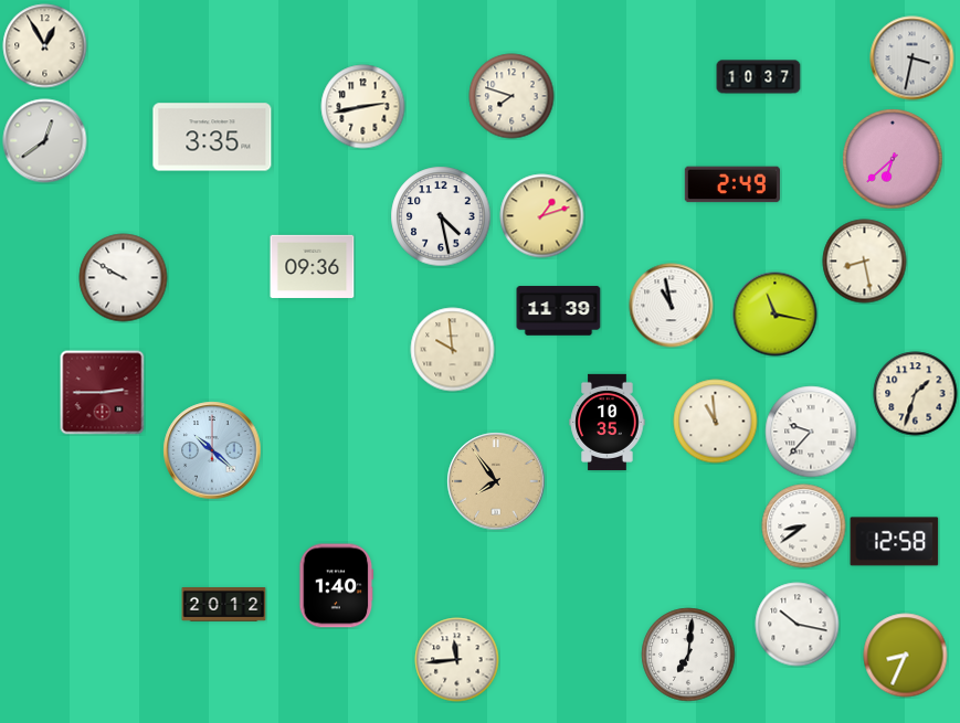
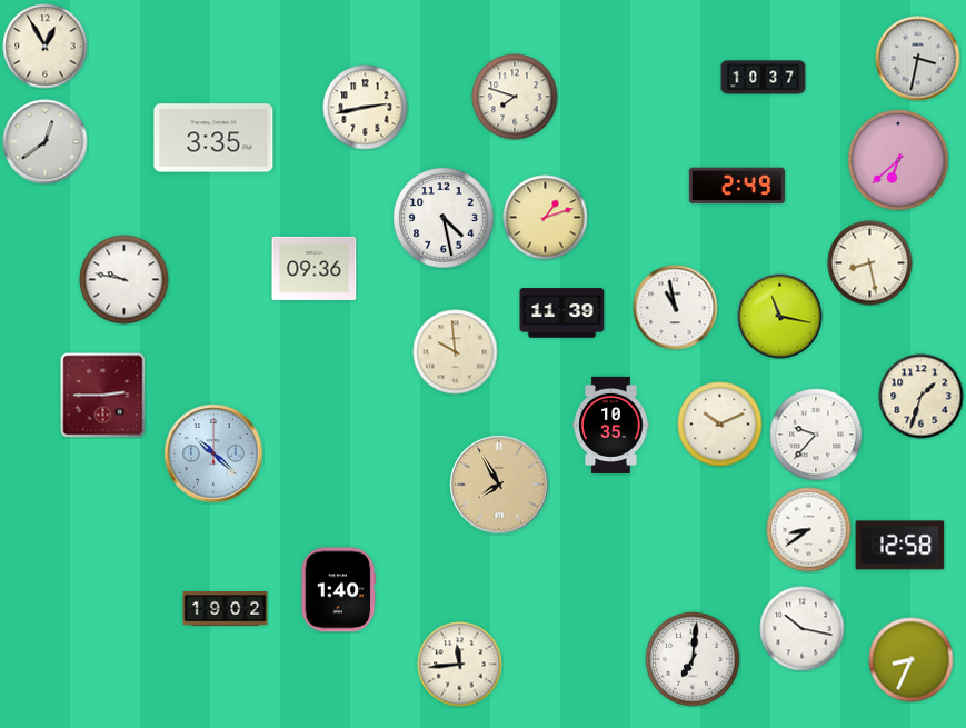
clock at (124, 278): 9:50 -> 9:47
clock at (716, 422): 10:59 -> 10:11
clock at (496, 481): 7:54 -> 7:55
clock at (224, 605): 20:12 -> 19:02
